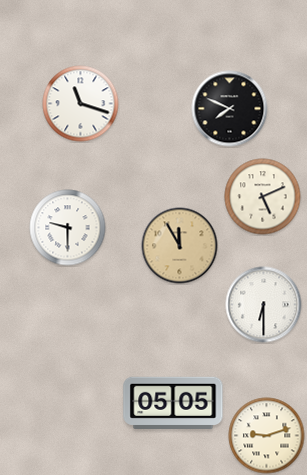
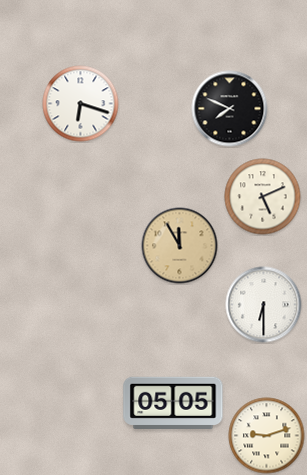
clock at (81, 104): 11:18 -> 6:18
clock at (68, 228): 9:30 -> none
